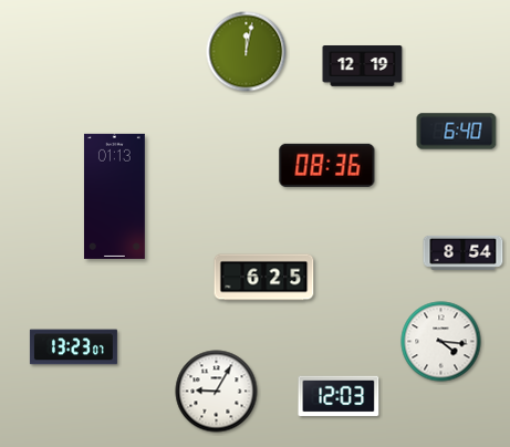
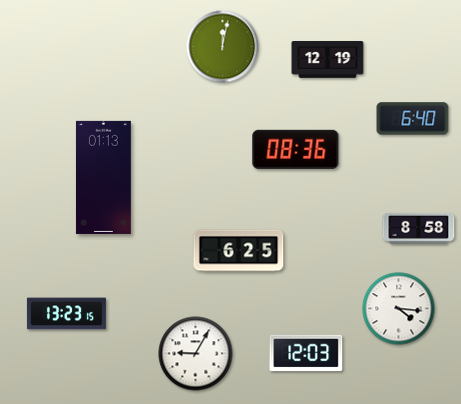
clock at (464, 252): 8:54 -> 8:58
clock at (73, 347): 13:23:07 -> 13:23:15
clock at (339, 396) position: (339, 396) -> (306, 353)
